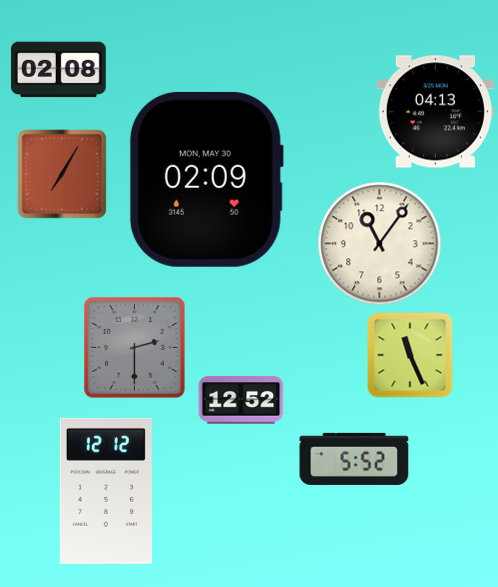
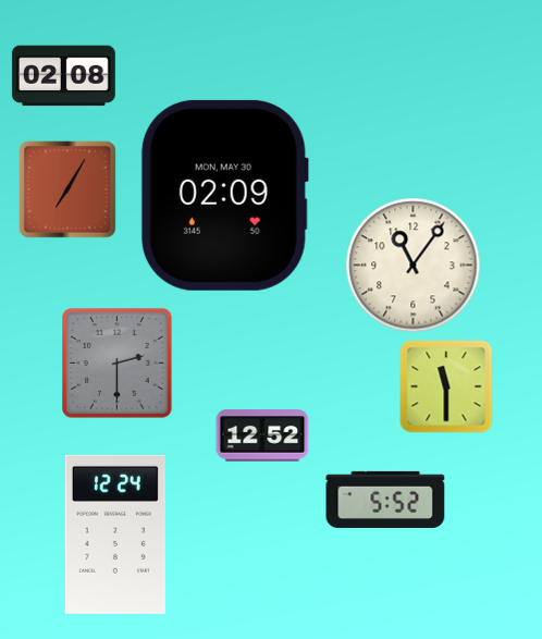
clock at (435, 112): 04:13 -> none
clock at (135, 348) position: (135, 348) -> (118, 364)
clock at (410, 355): 11:26 -> 11:30
clock at (106, 491): 12:12 -> 12:24
